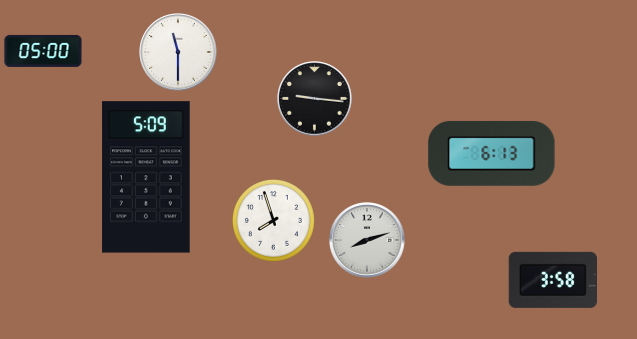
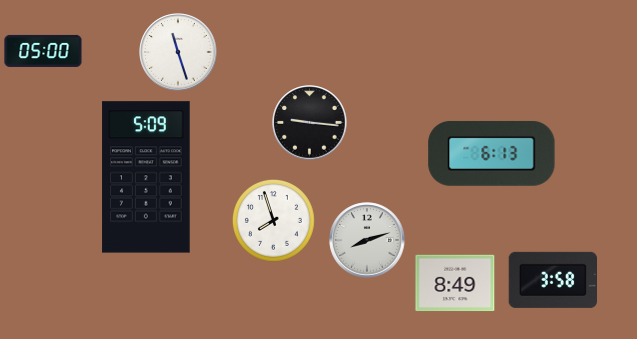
clock at (178, 52): 11:30 -> 11:27
clock at (315, 99) position: (315, 99) -> (310, 123)
clock at (455, 283): none -> 8:49
